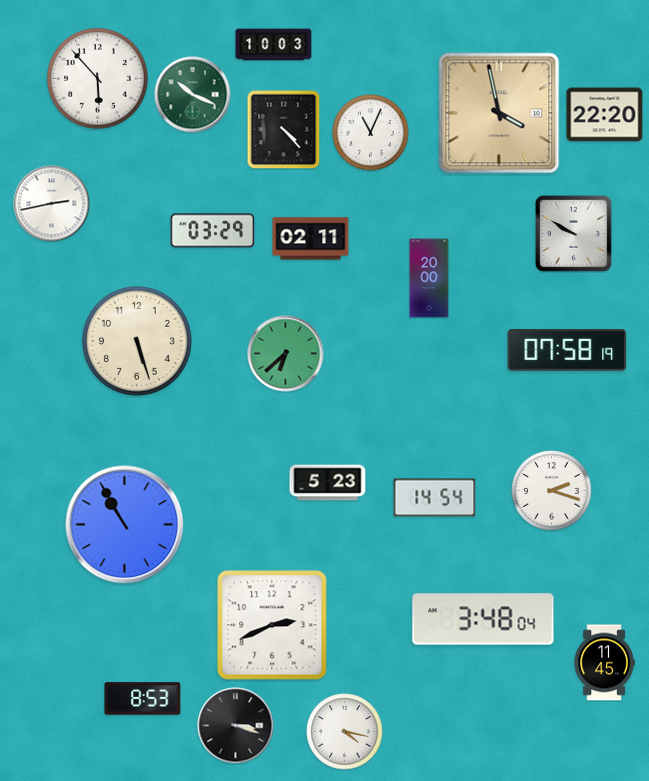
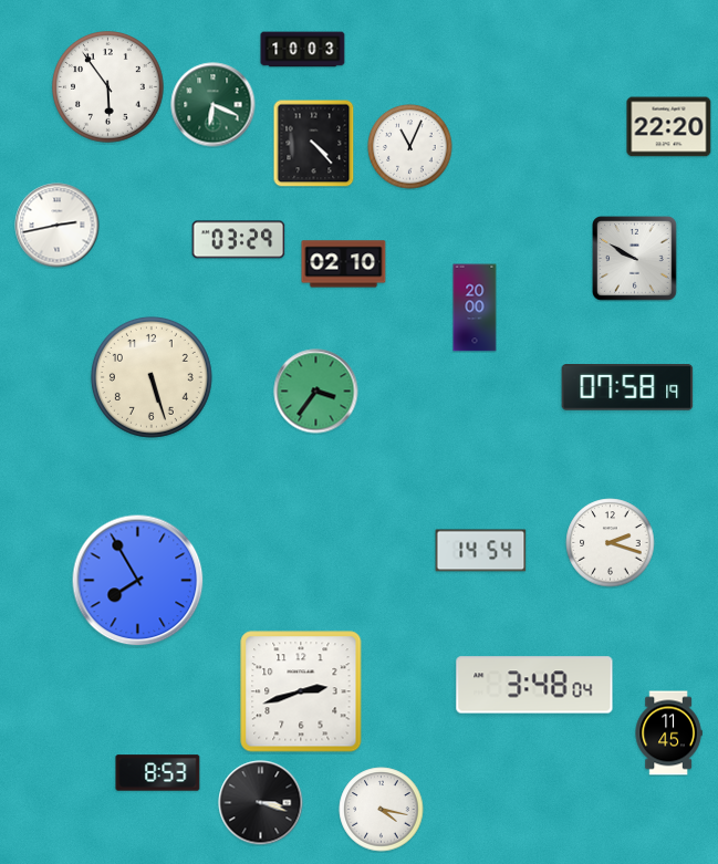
clock at (98, 79): 5:53 -> 5:54
clock at (193, 95): 10:19 -> 6:19
clock at (499, 113): 3:58 -> none
clock at (213, 231) position: (213, 231) -> (239, 240)
clock at (311, 239): 02:11 -> 02:10
clock at (286, 354): 6:38 -> 3:36
clock at (328, 483): 5:23 -> none
clock at (125, 525): 10:55 -> 7:55
clock at (272, 625): 2:41 -> 2:42
